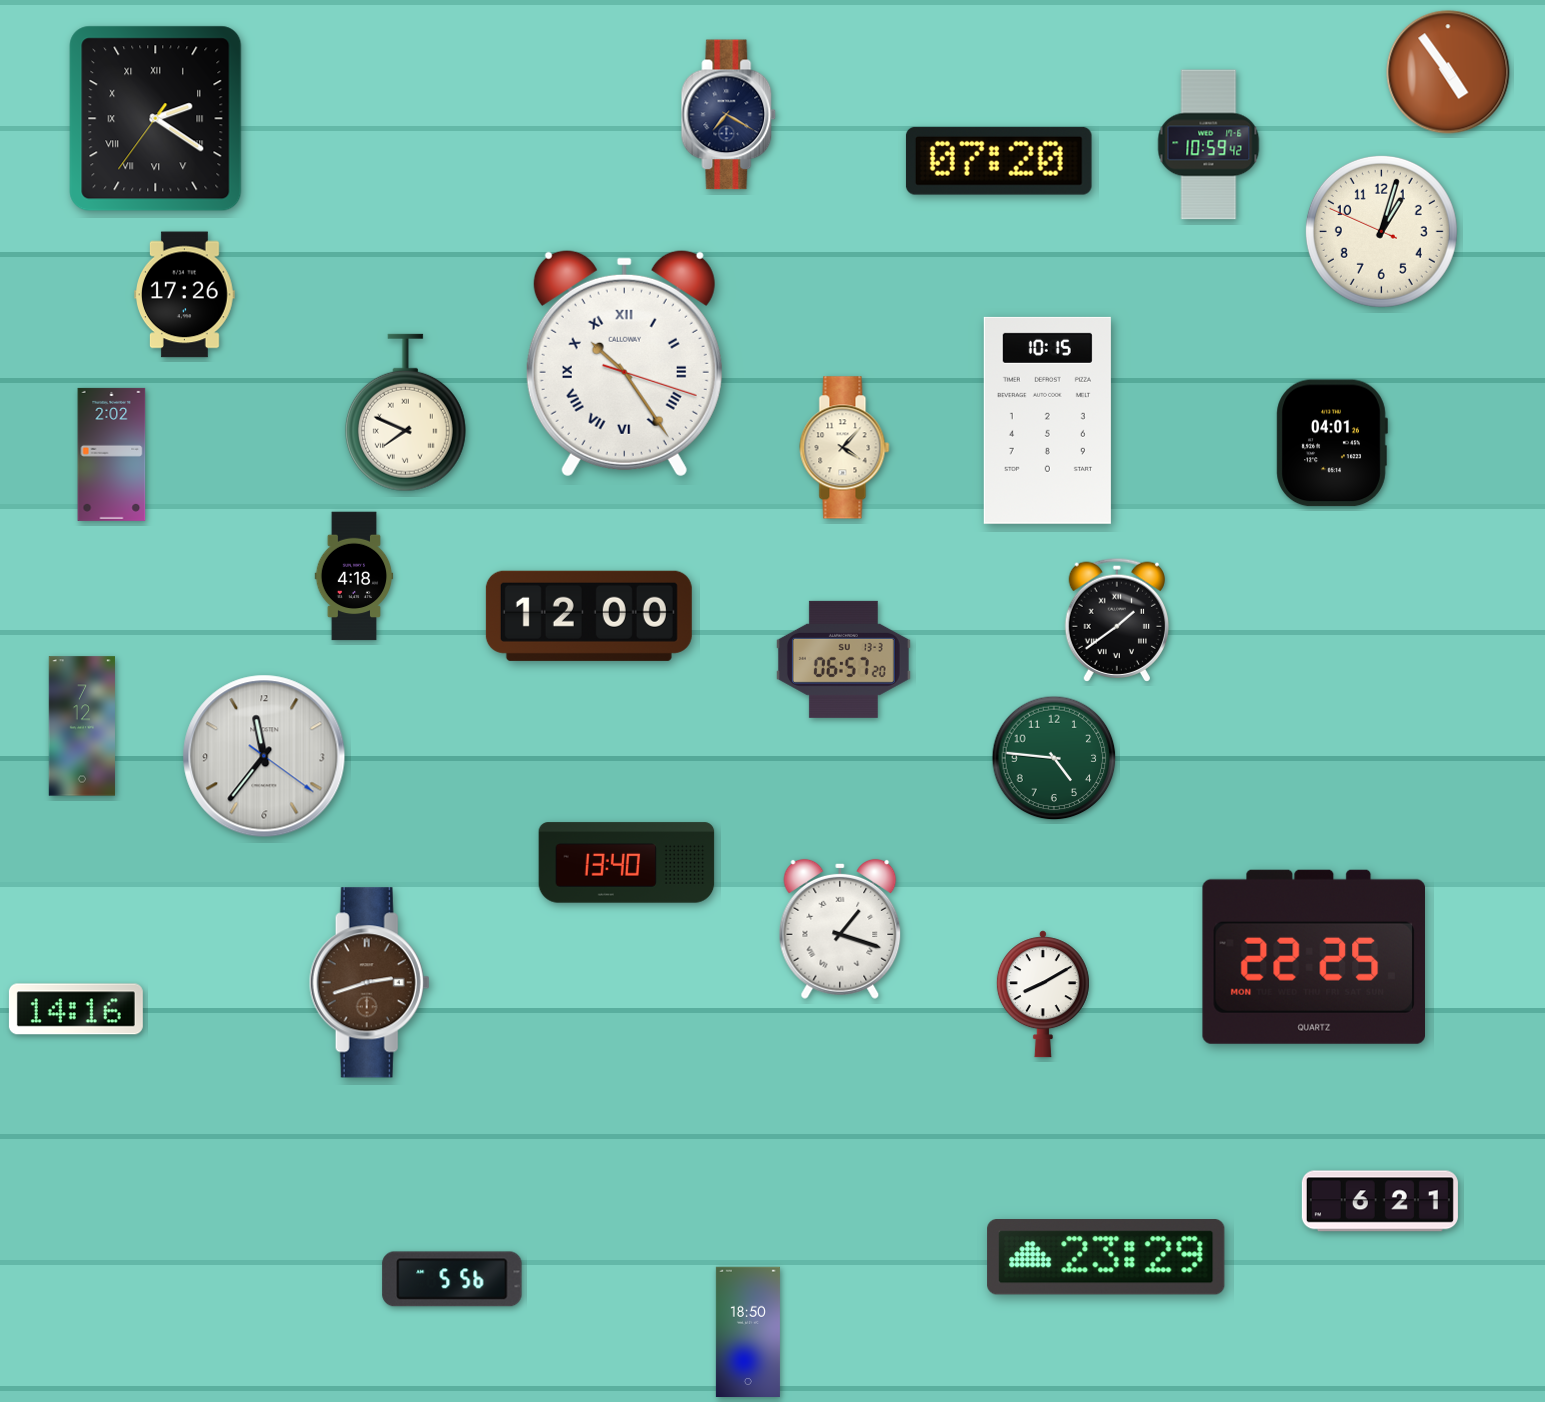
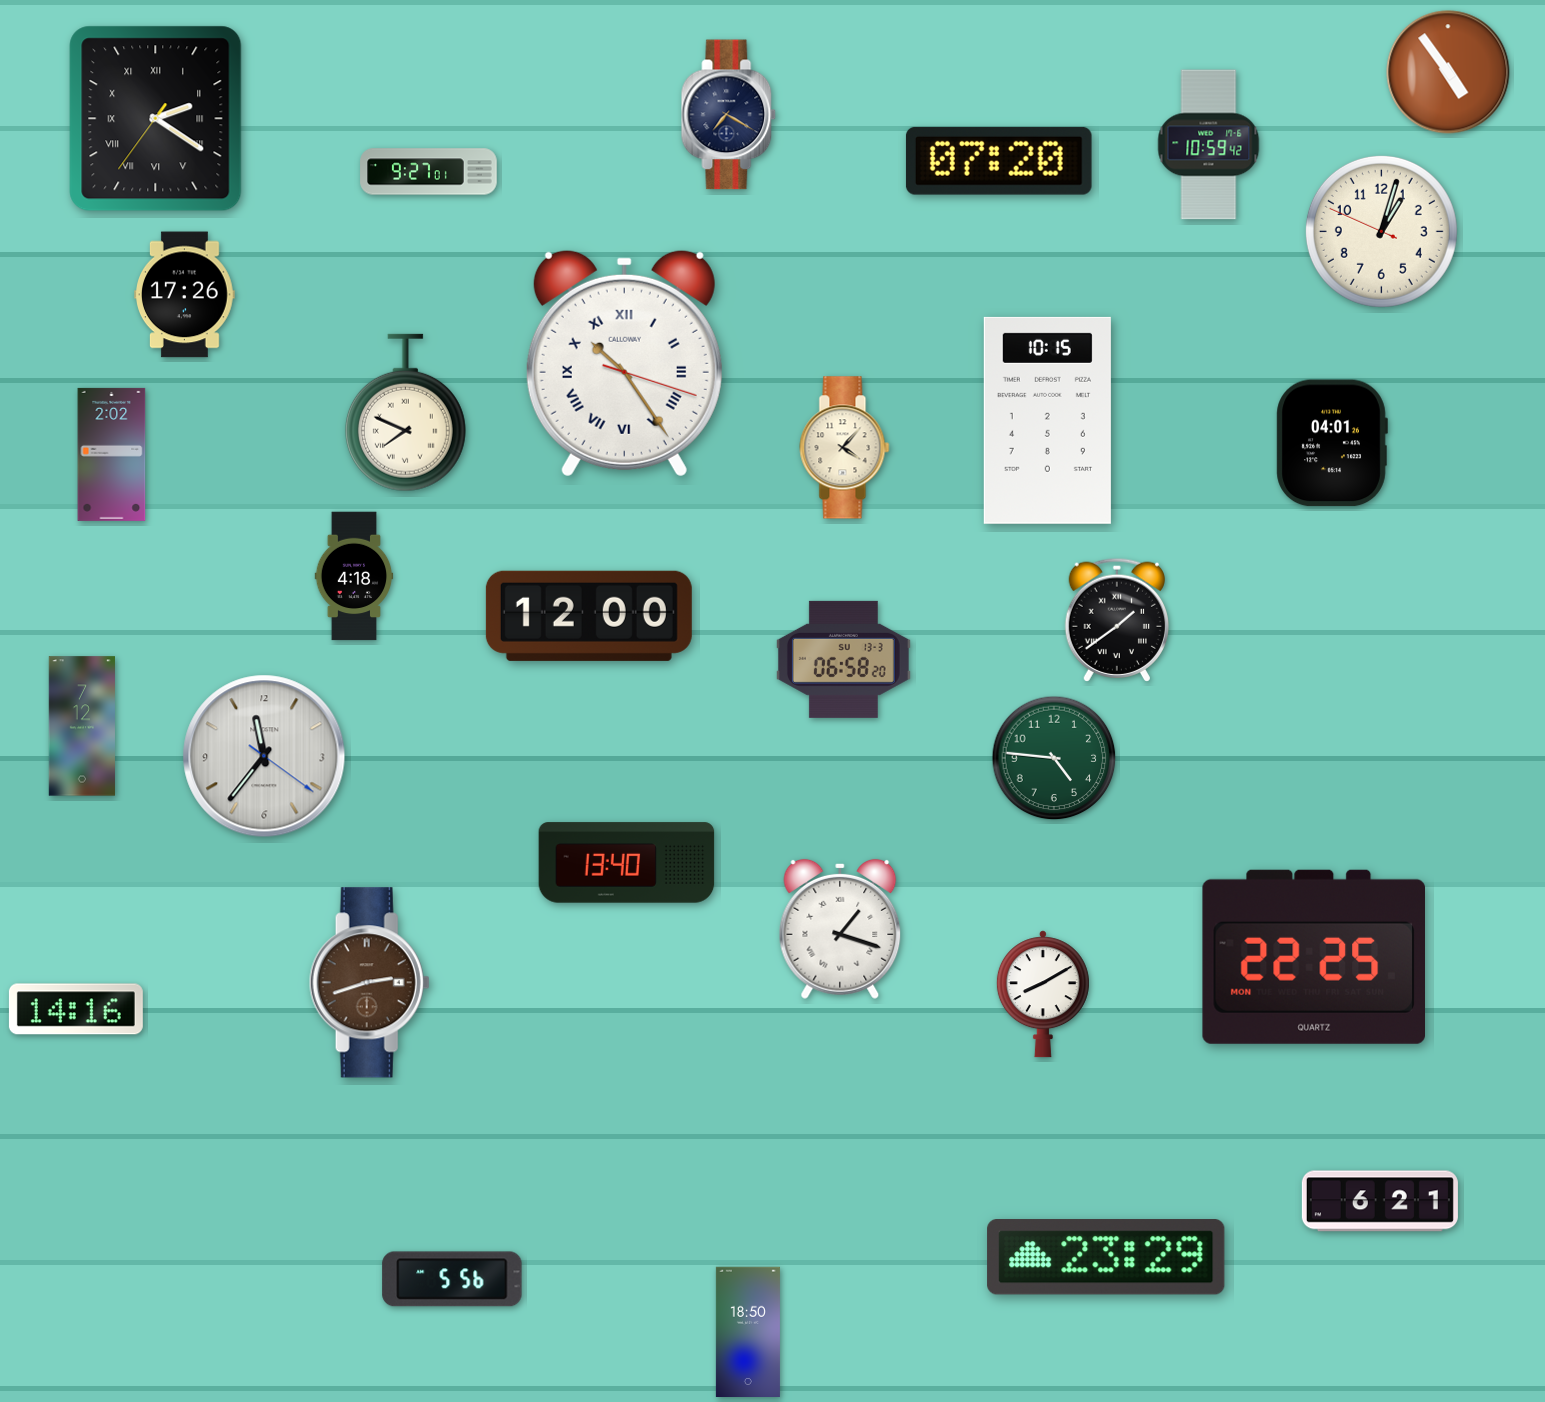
clock at (429, 172): none -> 9:27
clock at (843, 659): 06:57 -> 06:58
